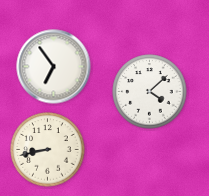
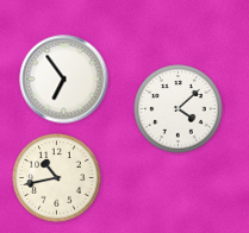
clock at (48, 150): 8:43 -> 10:43
